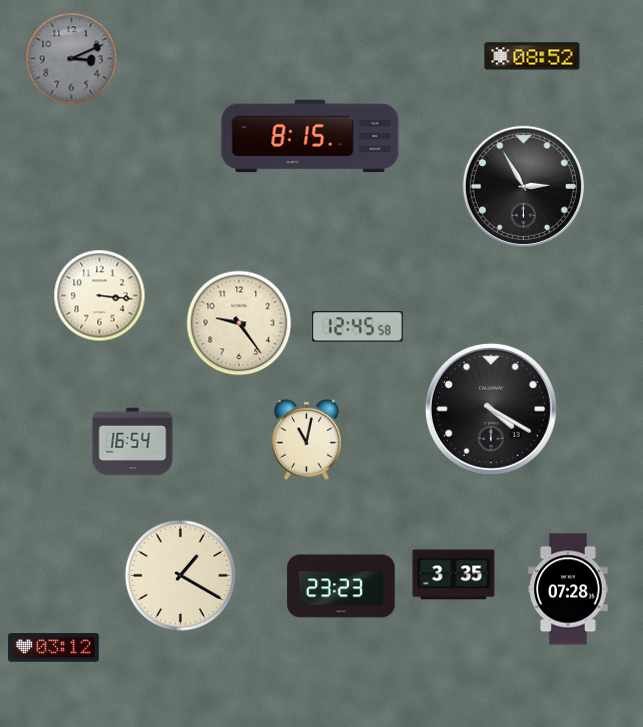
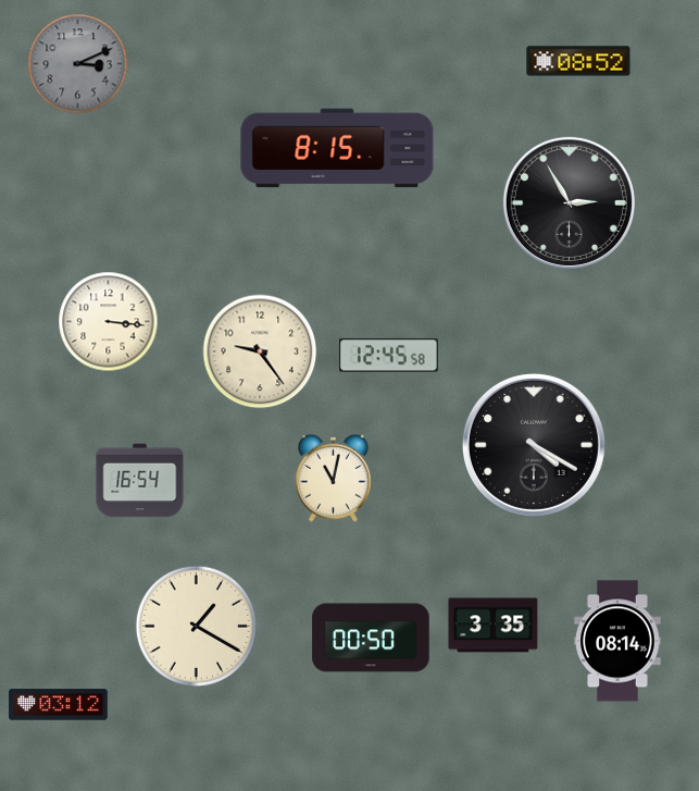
clock at (133, 442) position: (133, 442) -> (140, 481)
clock at (341, 586): 23:23 -> 00:50
clock at (568, 589): 07:28 -> 08:14
